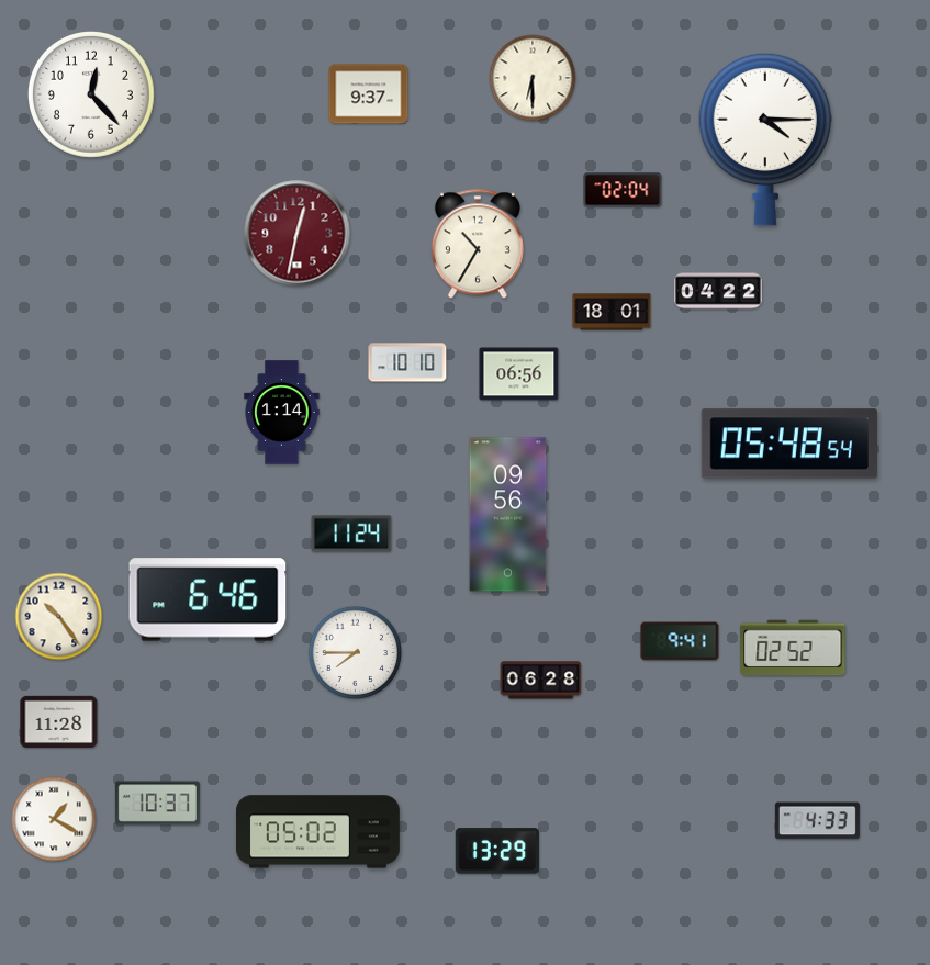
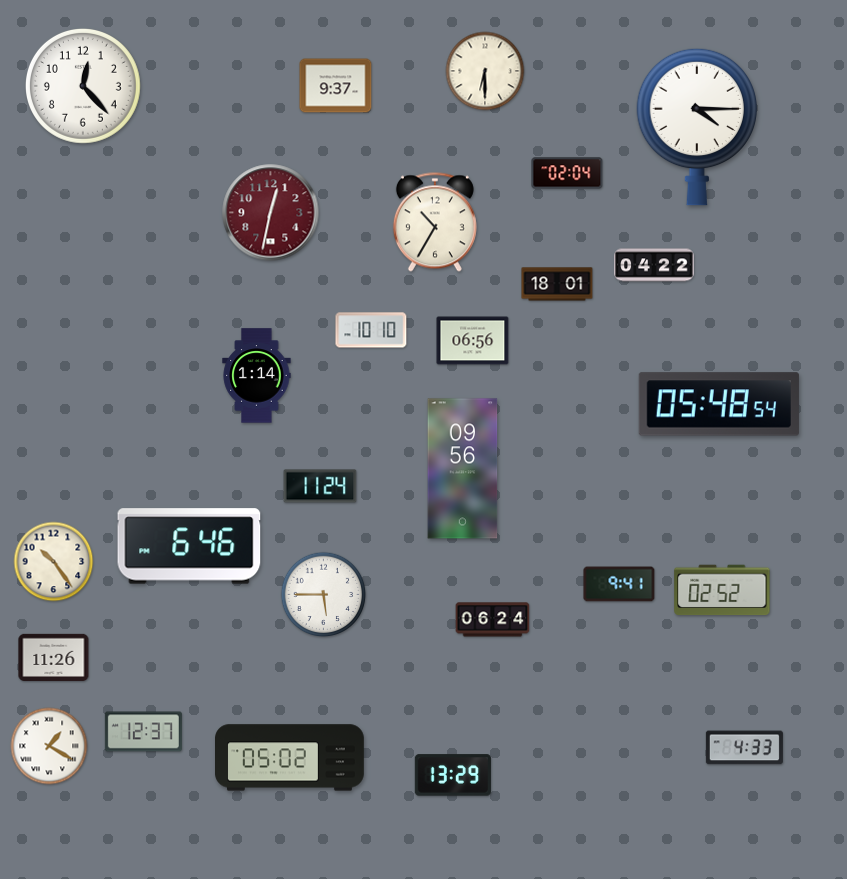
clock at (356, 653): 7:45 -> 5:45
clock at (541, 681): 06:28 -> 06:24
clock at (59, 721): 11:28 -> 11:26
clock at (157, 804): 10:37 -> 12:37
